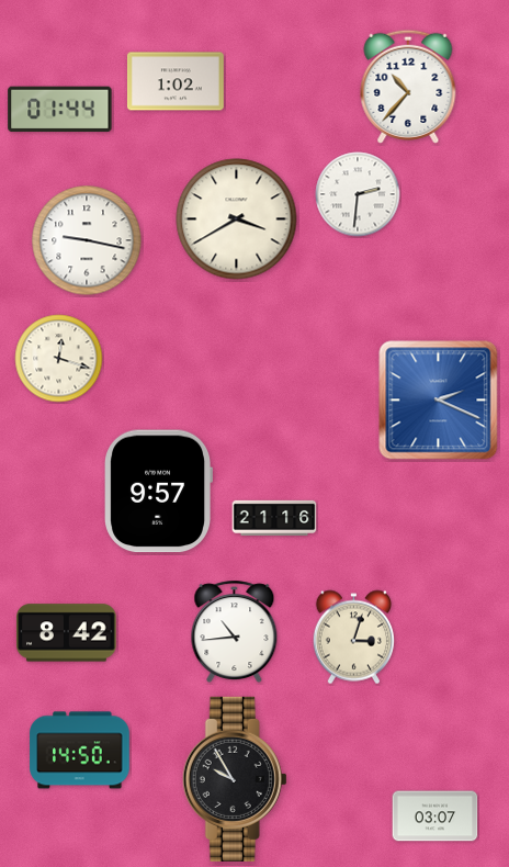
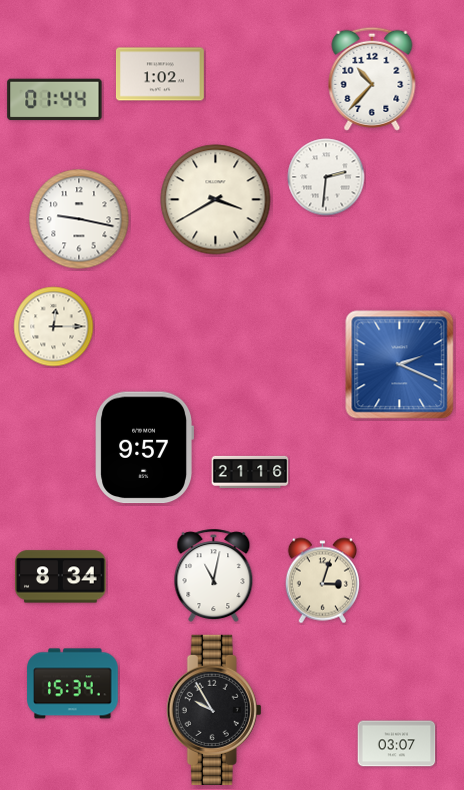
clock at (59, 359): 12:18 -> 12:15
clock at (235, 632): 10:44 -> 11:02
clock at (67, 633): 8:42 -> 8:34
clock at (80, 751): 14:50 -> 15:34
